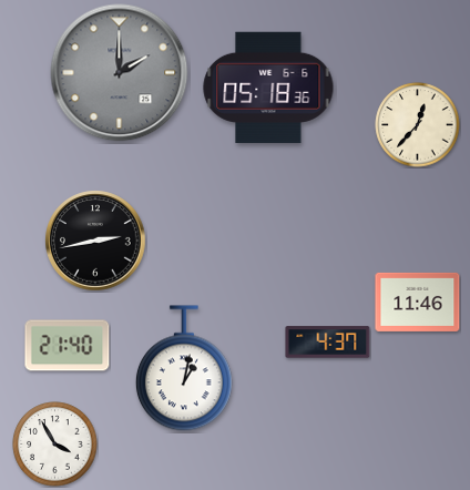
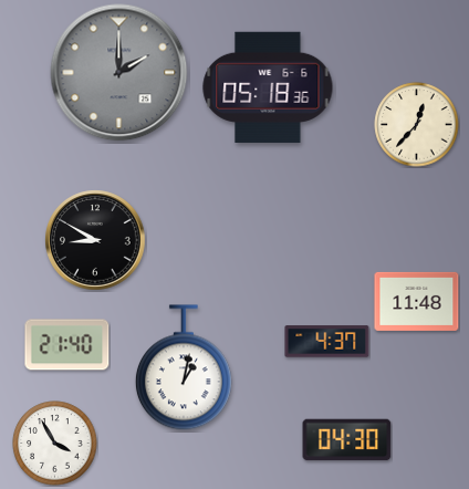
clock at (95, 241): 2:43 -> 8:50
clock at (418, 302): 11:46 -> 11:48
clock at (347, 440): none -> 04:30
